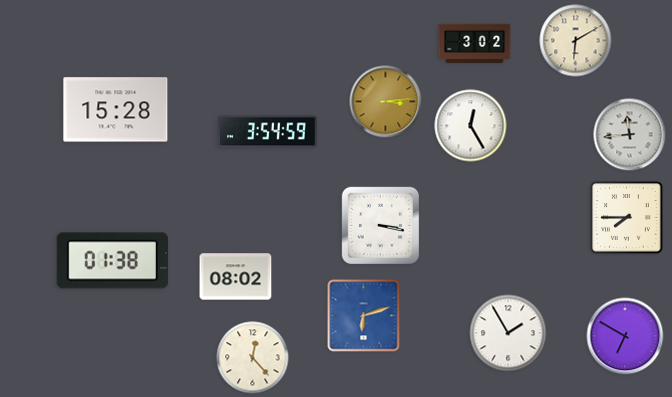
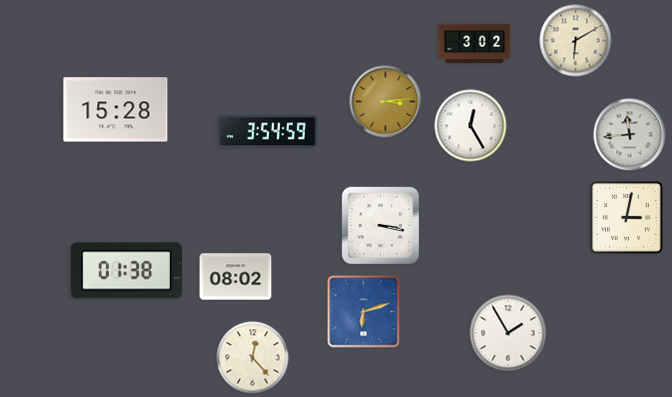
clock at (627, 218): 7:45 -> 3:02
clock at (112, 261) position: (112, 261) -> (126, 271)
clock at (364, 316) position: (364, 316) -> (364, 312)
clock at (625, 336): 6:50 -> none
